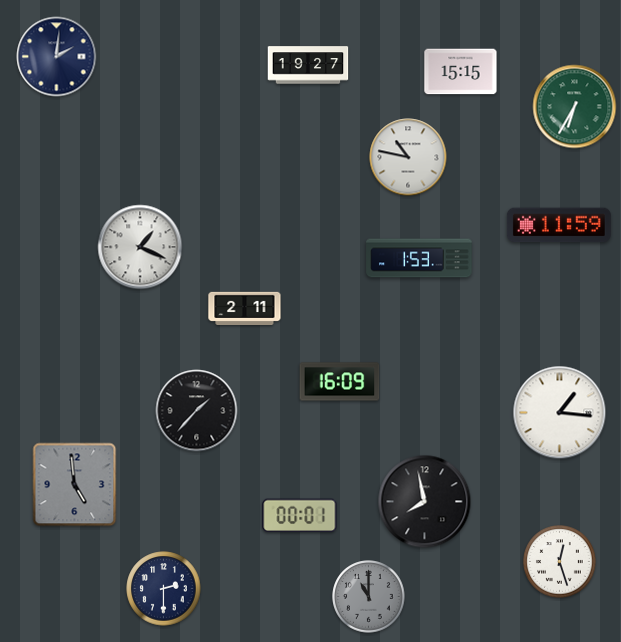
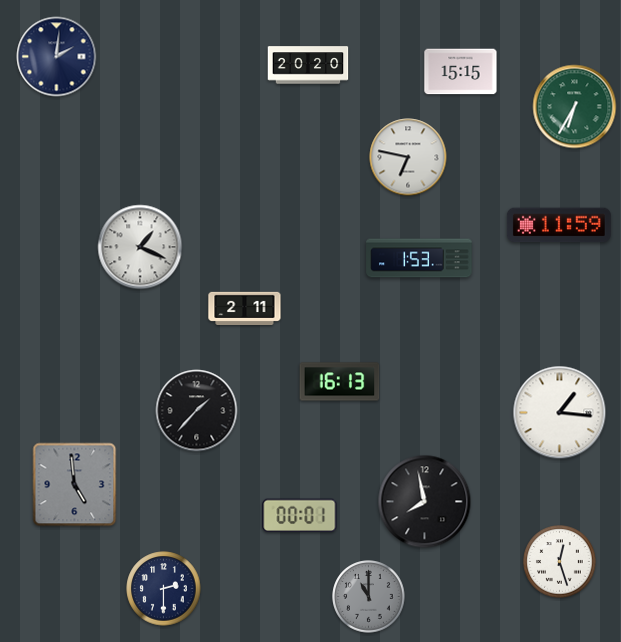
clock at (308, 65): 19:27 -> 20:20
clock at (408, 157): 10:47 -> 6:47
clock at (340, 382): 16:09 -> 16:13
